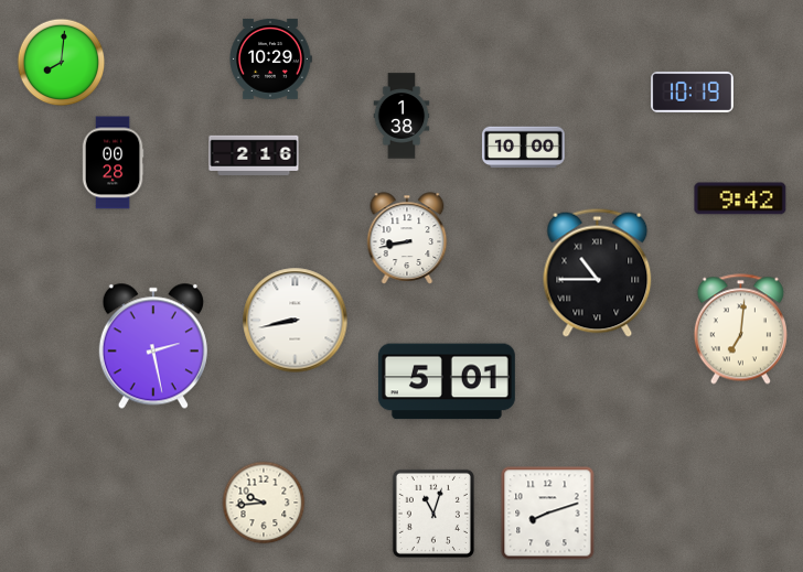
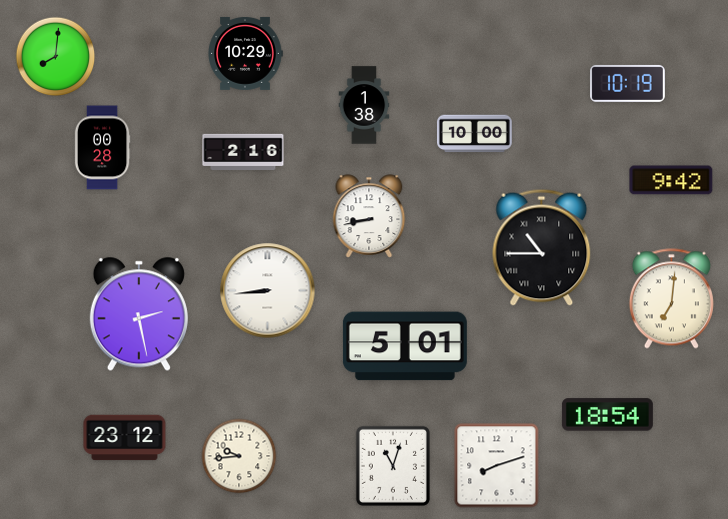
clock at (254, 155) position: (254, 155) -> (243, 152)
clock at (296, 321): 8:43 -> 8:44
clock at (607, 415): none -> 18:54
clock at (125, 438): none -> 23:12
